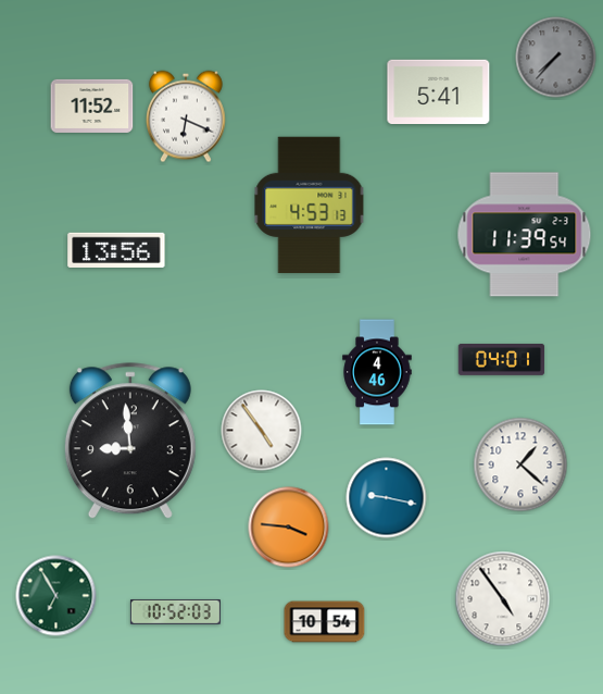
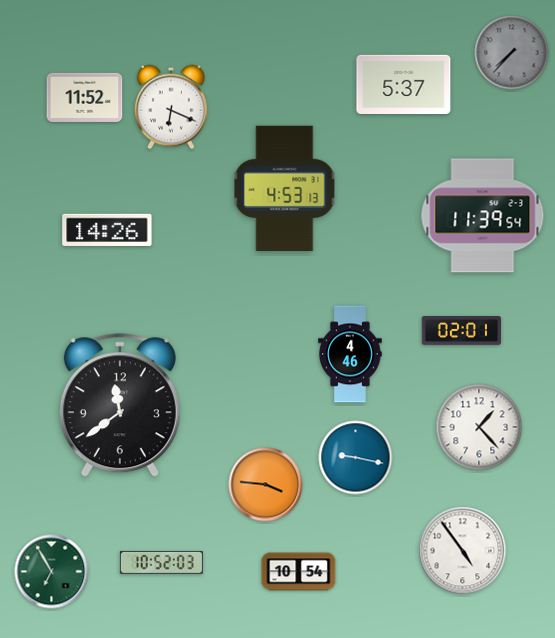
clock at (439, 91): 5:41 -> 5:37
clock at (116, 249): 13:56 -> 14:26
clock at (502, 360): 04:01 -> 02:01
clock at (377, 372) position: (377, 372) -> (350, 354)
clock at (262, 431): 4:54 -> none
clock at (130, 442): 8:59 -> 11:39
clock at (520, 464): 1:22 -> 1:23
clock at (56, 596) position: (56, 596) -> (52, 572)
